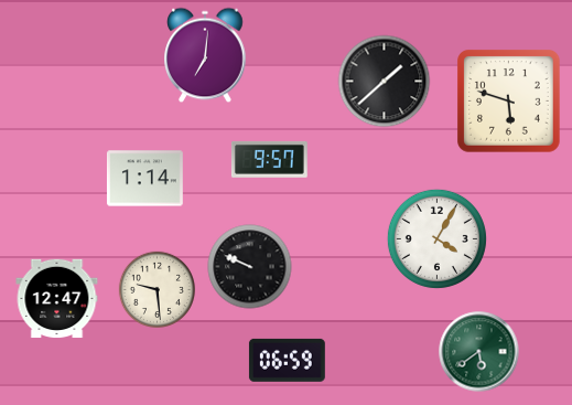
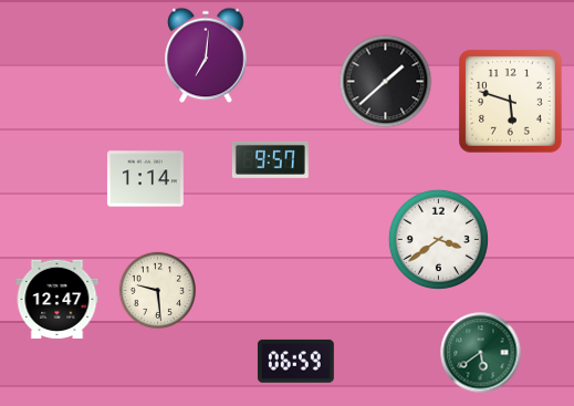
clock at (436, 238): 4:05 -> 3:39
clock at (250, 267): 9:49 -> none
clock at (287, 360) position: (287, 360) -> (295, 361)
